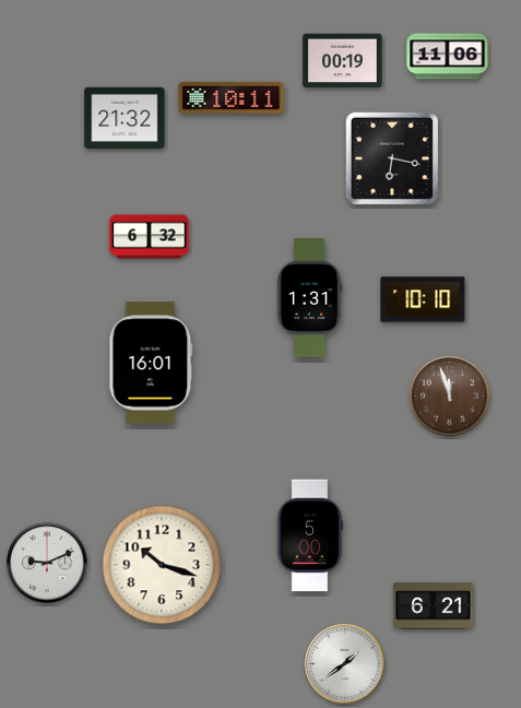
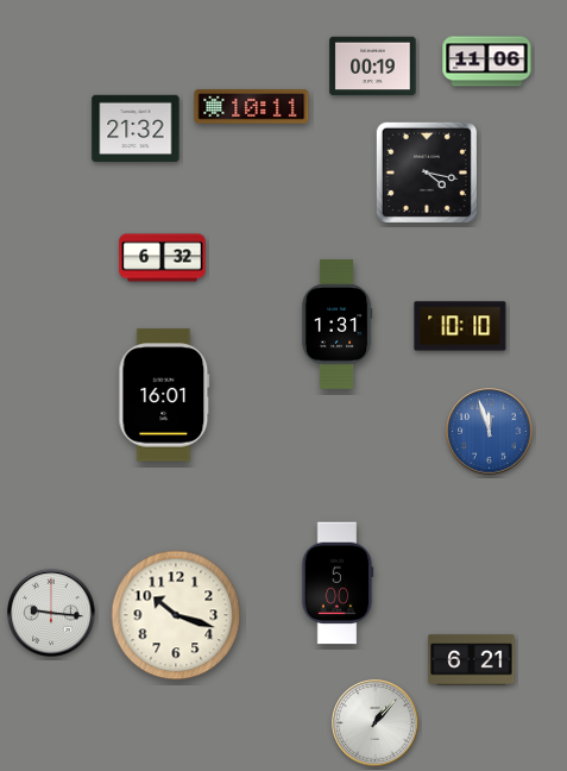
clock at (392, 158): 6:17 -> 4:17
clock at (450, 397) dial: brown -> blue
clock at (47, 563): 9:11 -> 9:16
clock at (345, 664): 1:39 -> 1:07
